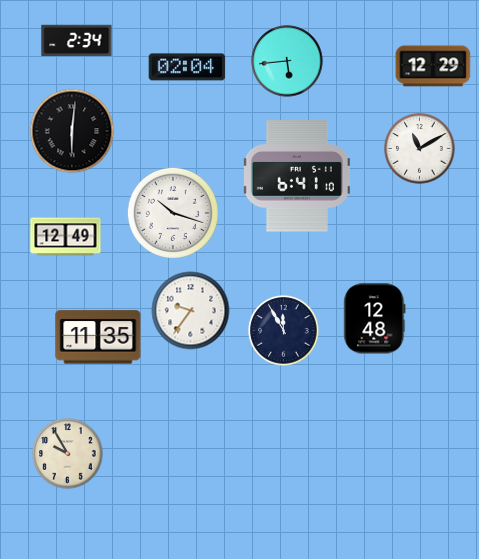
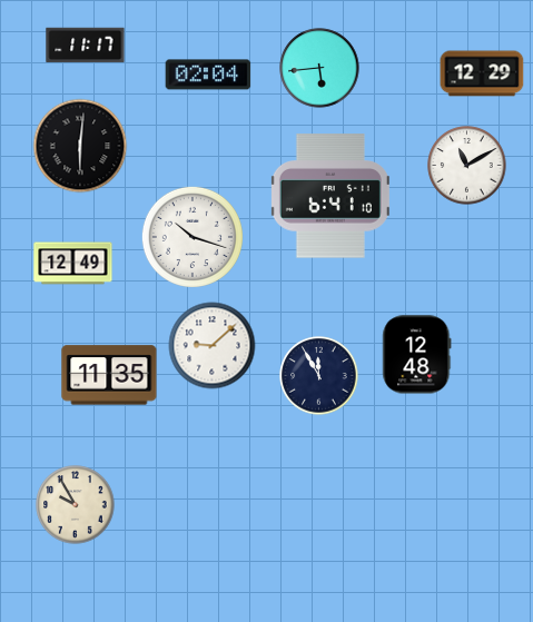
clock at (77, 41): 2:34 -> 11:17
clock at (191, 311): 9:36 -> 9:08
clock at (284, 331) position: (284, 331) -> (319, 376)
